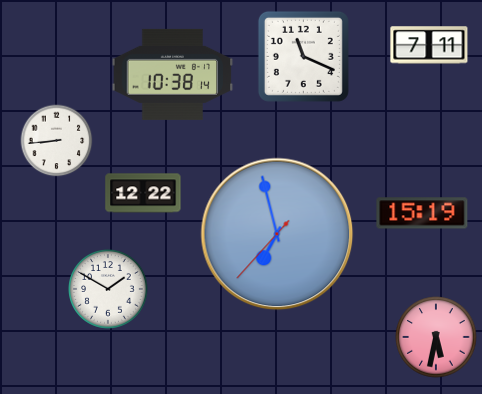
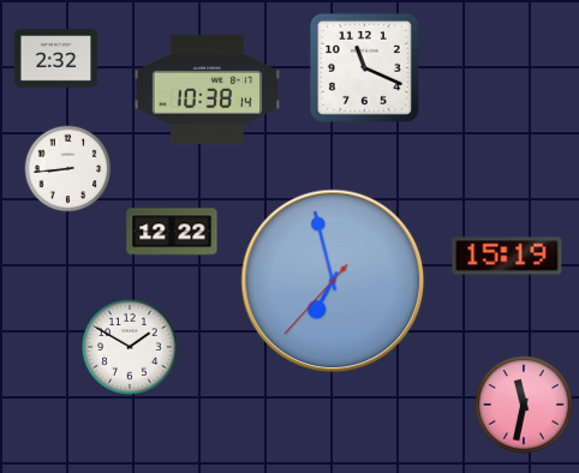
clock at (429, 45): 7:11 -> none
clock at (56, 59): none -> 2:32
clock at (436, 337): 5:32 -> 11:32
